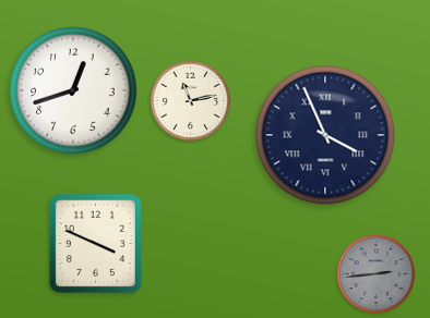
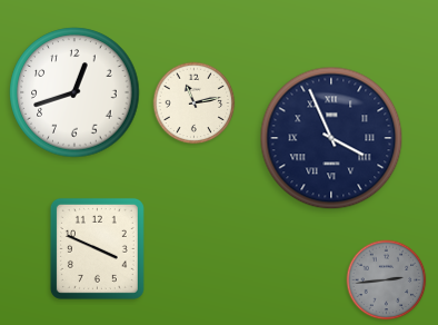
clock at (377, 274) position: (377, 274) -> (387, 280)
